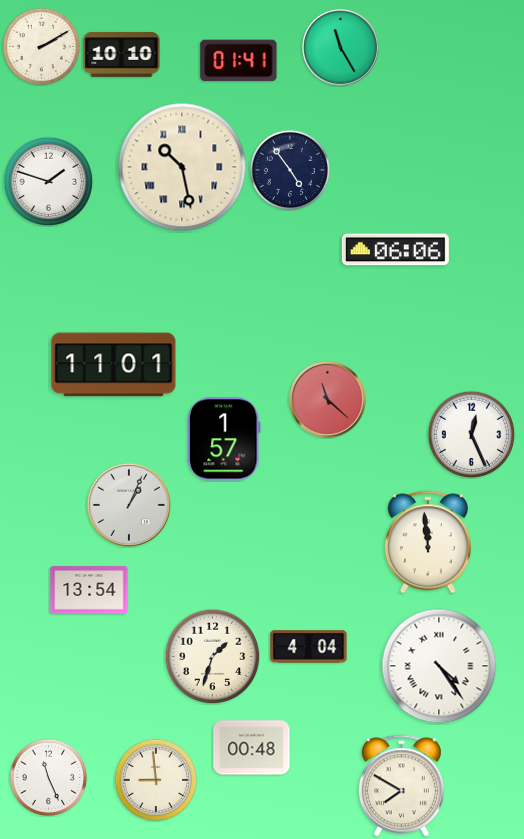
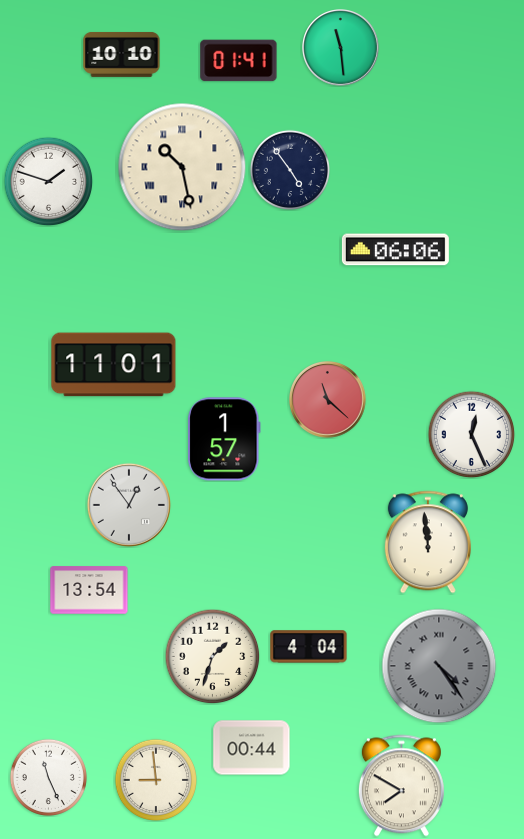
clock at (41, 46): 2:10 -> none
clock at (341, 48): 11:25 -> 11:29
clock at (129, 505): 1:04 -> 12:54
clock at (439, 666) dial: white -> grey
clock at (252, 748): 00:48 -> 00:44
